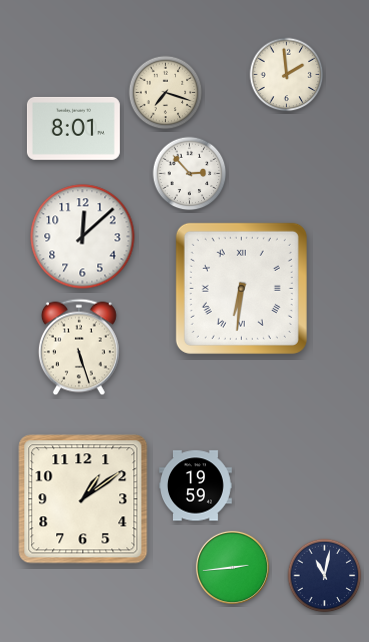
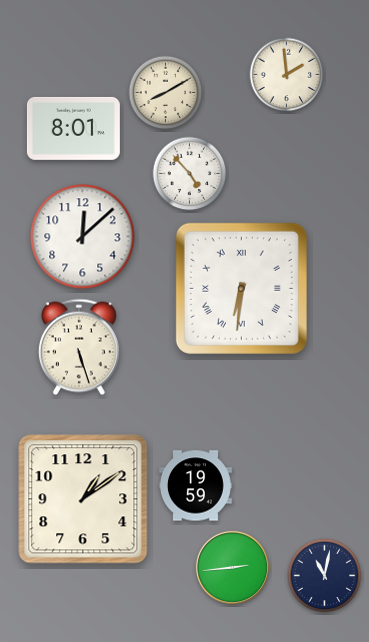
clock at (166, 93): 7:18 -> 8:10
clock at (190, 174): 2:53 -> 4:53
